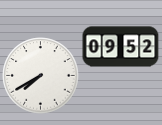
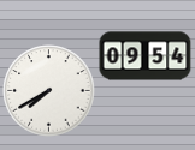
clock at (121, 47): 09:52 -> 09:54
